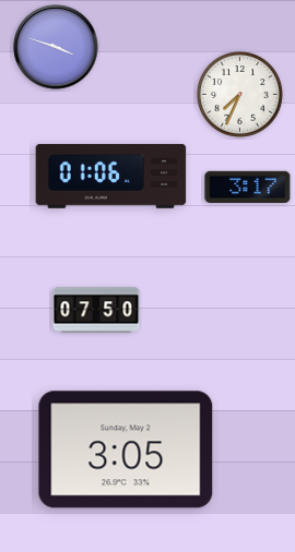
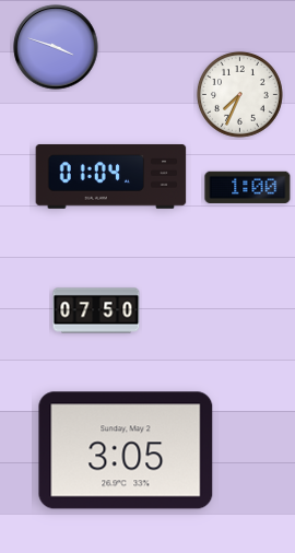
clock at (111, 176): 01:06 -> 01:04
clock at (248, 187): 3:17 -> 1:00
